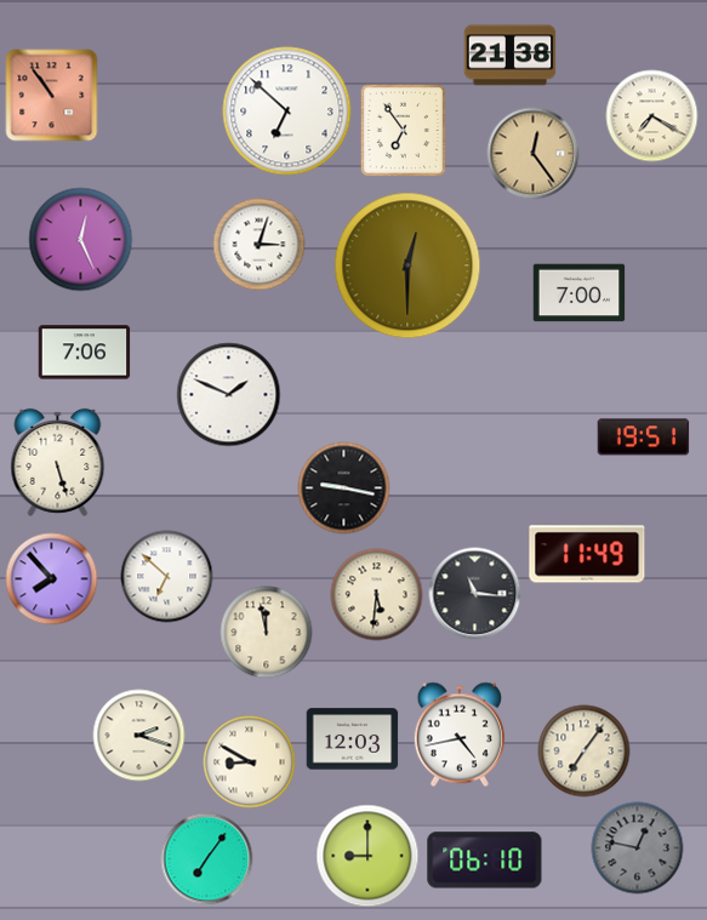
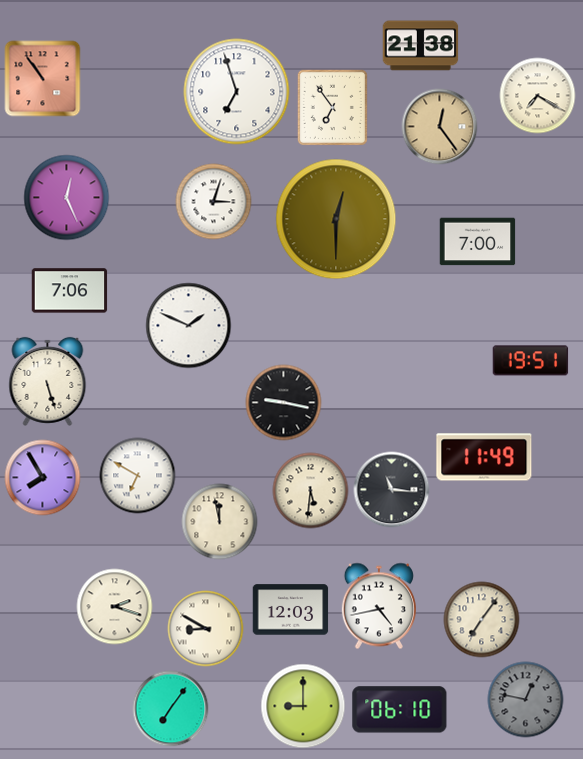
clock at (287, 112): 6:52 -> 6:57
clock at (167, 577): 6:52 -> 6:50
clock at (52, 579): 7:53 -> 7:55
